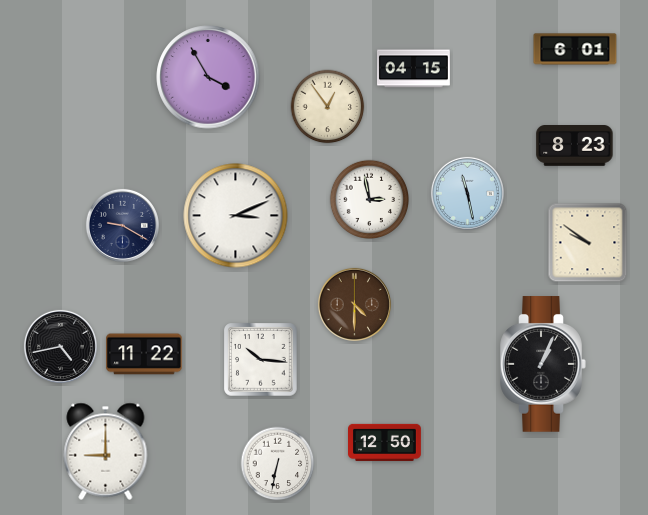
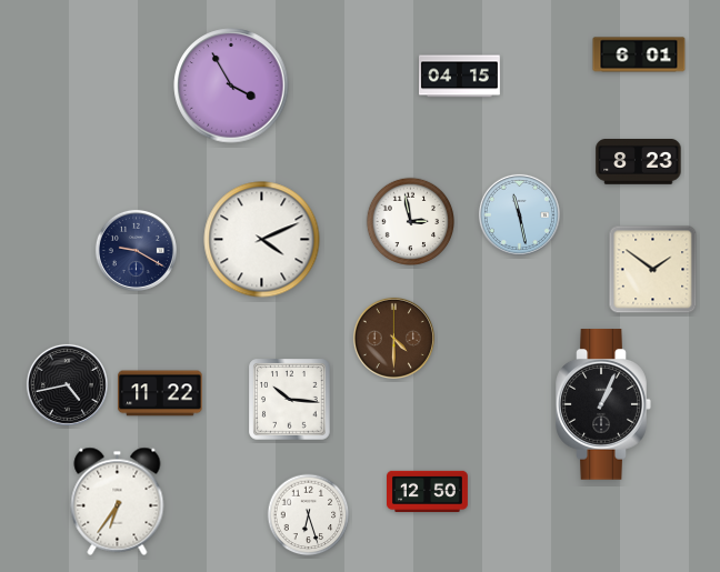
clock at (328, 107): 12:54 -> none
clock at (236, 216): 3:11 -> 4:11
clock at (588, 243): 9:51 -> 1:51
clock at (106, 451): 9:00 -> 6:36
clock at (278, 464): 6:32 -> 6:27
